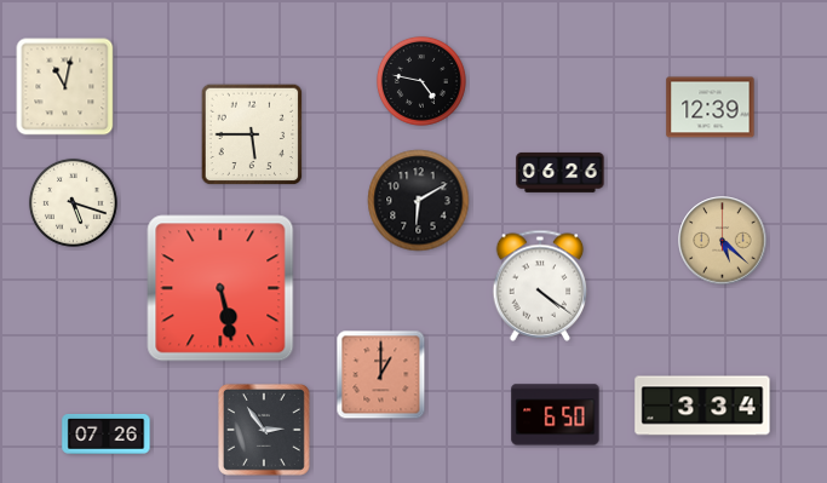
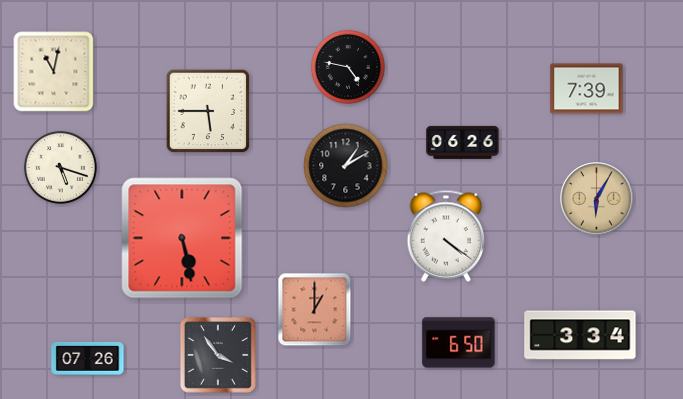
clock at (711, 108): 12:39 -> 7:39
clock at (419, 201): 6:10 -> 1:10
clock at (723, 241): 5:22 -> 6:05
clock at (264, 430): 2:54 -> 3:54
